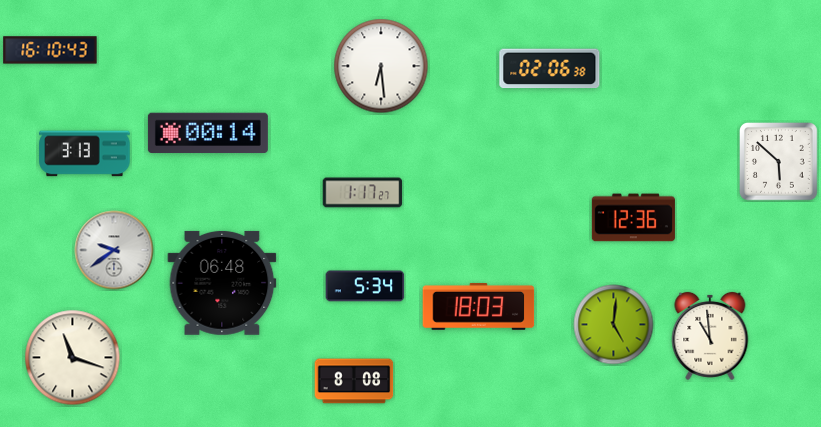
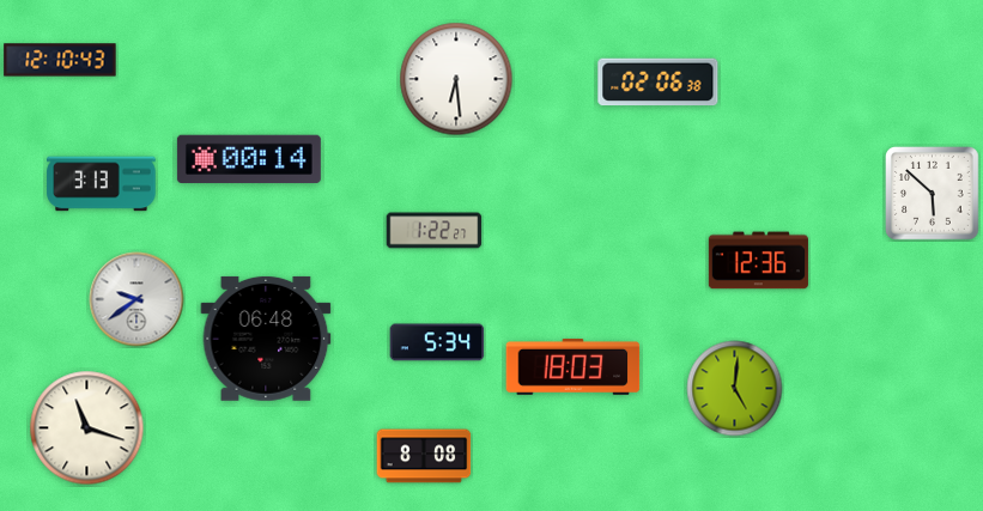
clock at (50, 50): 16:10 -> 12:10
clock at (363, 193): 1:17 -> 1:22
clock at (710, 336): 10:59 -> none
